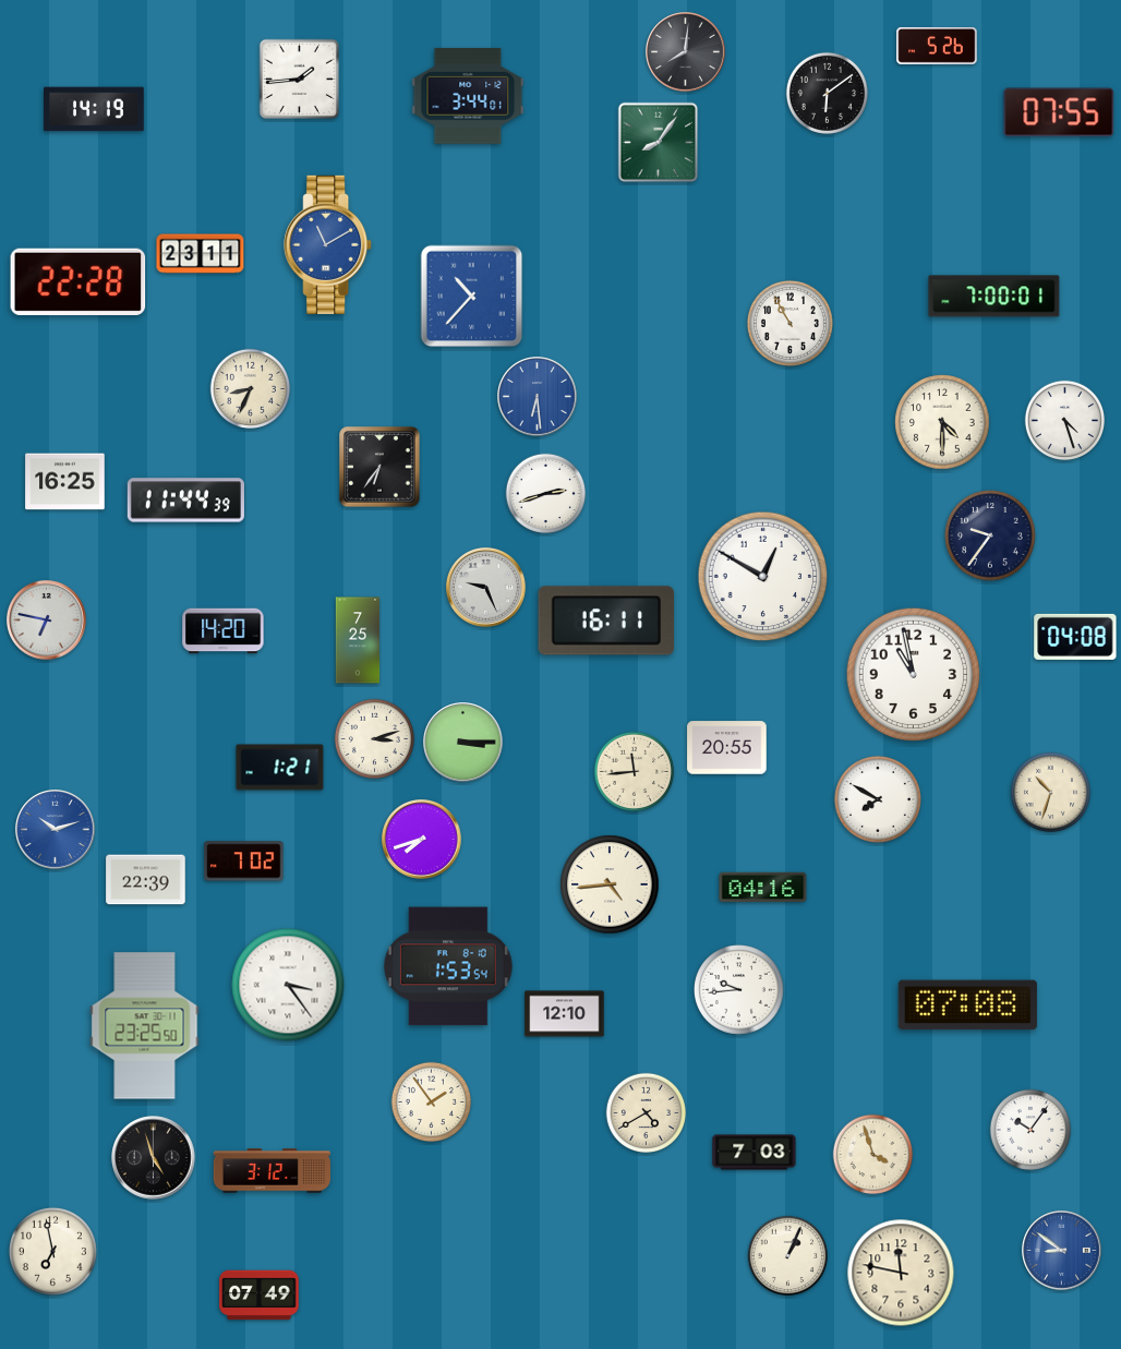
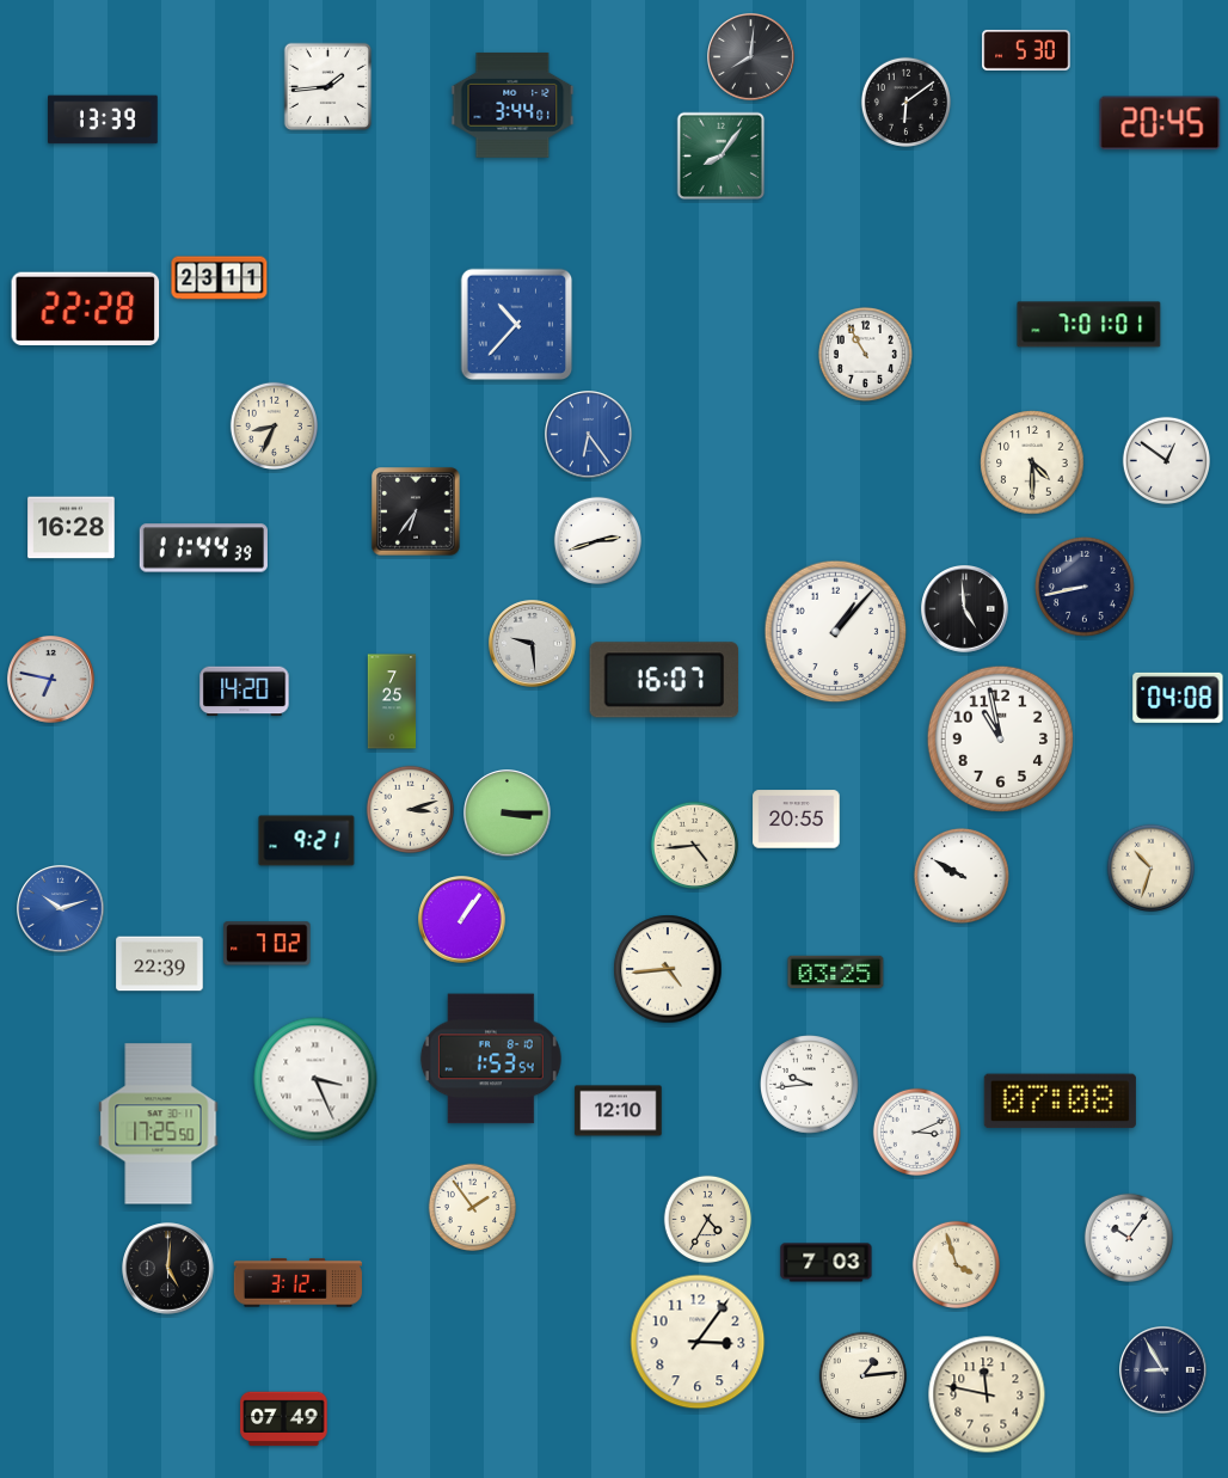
clock at (937, 46): 5:26 -> 5:30
clock at (94, 109): 14:19 -> 13:39
clock at (1059, 112): 07:55 -> 20:45
clock at (328, 244): 11:10 -> none
clock at (995, 297): 7:00 -> 7:01
clock at (538, 397): 6:29 -> 6:24
clock at (1064, 420): 4:27 -> 12:51
clock at (65, 482): 16:25 -> 16:28
clock at (990, 535): 9:36 -> 8:43
clock at (965, 609): none -> 4:59
clock at (763, 577): 12:50 -> 1:07
clock at (486, 588): 9:26 -> 9:29
clock at (606, 621): 16:11 -> 16:07
clock at (280, 768): 1:21 -> 9:21
clock at (634, 771): 11:44 -> 4:44
clock at (878, 799): 7:50 -> 9:50
clock at (422, 840): 7:42 -> 1:06
clock at (763, 888): 04:16 -> 03:25
clock at (288, 985): 3:24 -> 3:26
clock at (145, 1026): 23:25 -> 17:25
clock at (916, 1132): none -> 3:11
clock at (646, 1112): 4:40 -> 4:35
clock at (154, 1158): 4:57 -> 5:01
clock at (698, 1342): none -> 3:06
clock at (52, 1251): 6:58 -> none
clock at (1062, 1251): 8:51 -> 8:55
clock at (1062, 1251) dial: blue -> navy
clock at (787, 1255): 1:04 -> 1:14
